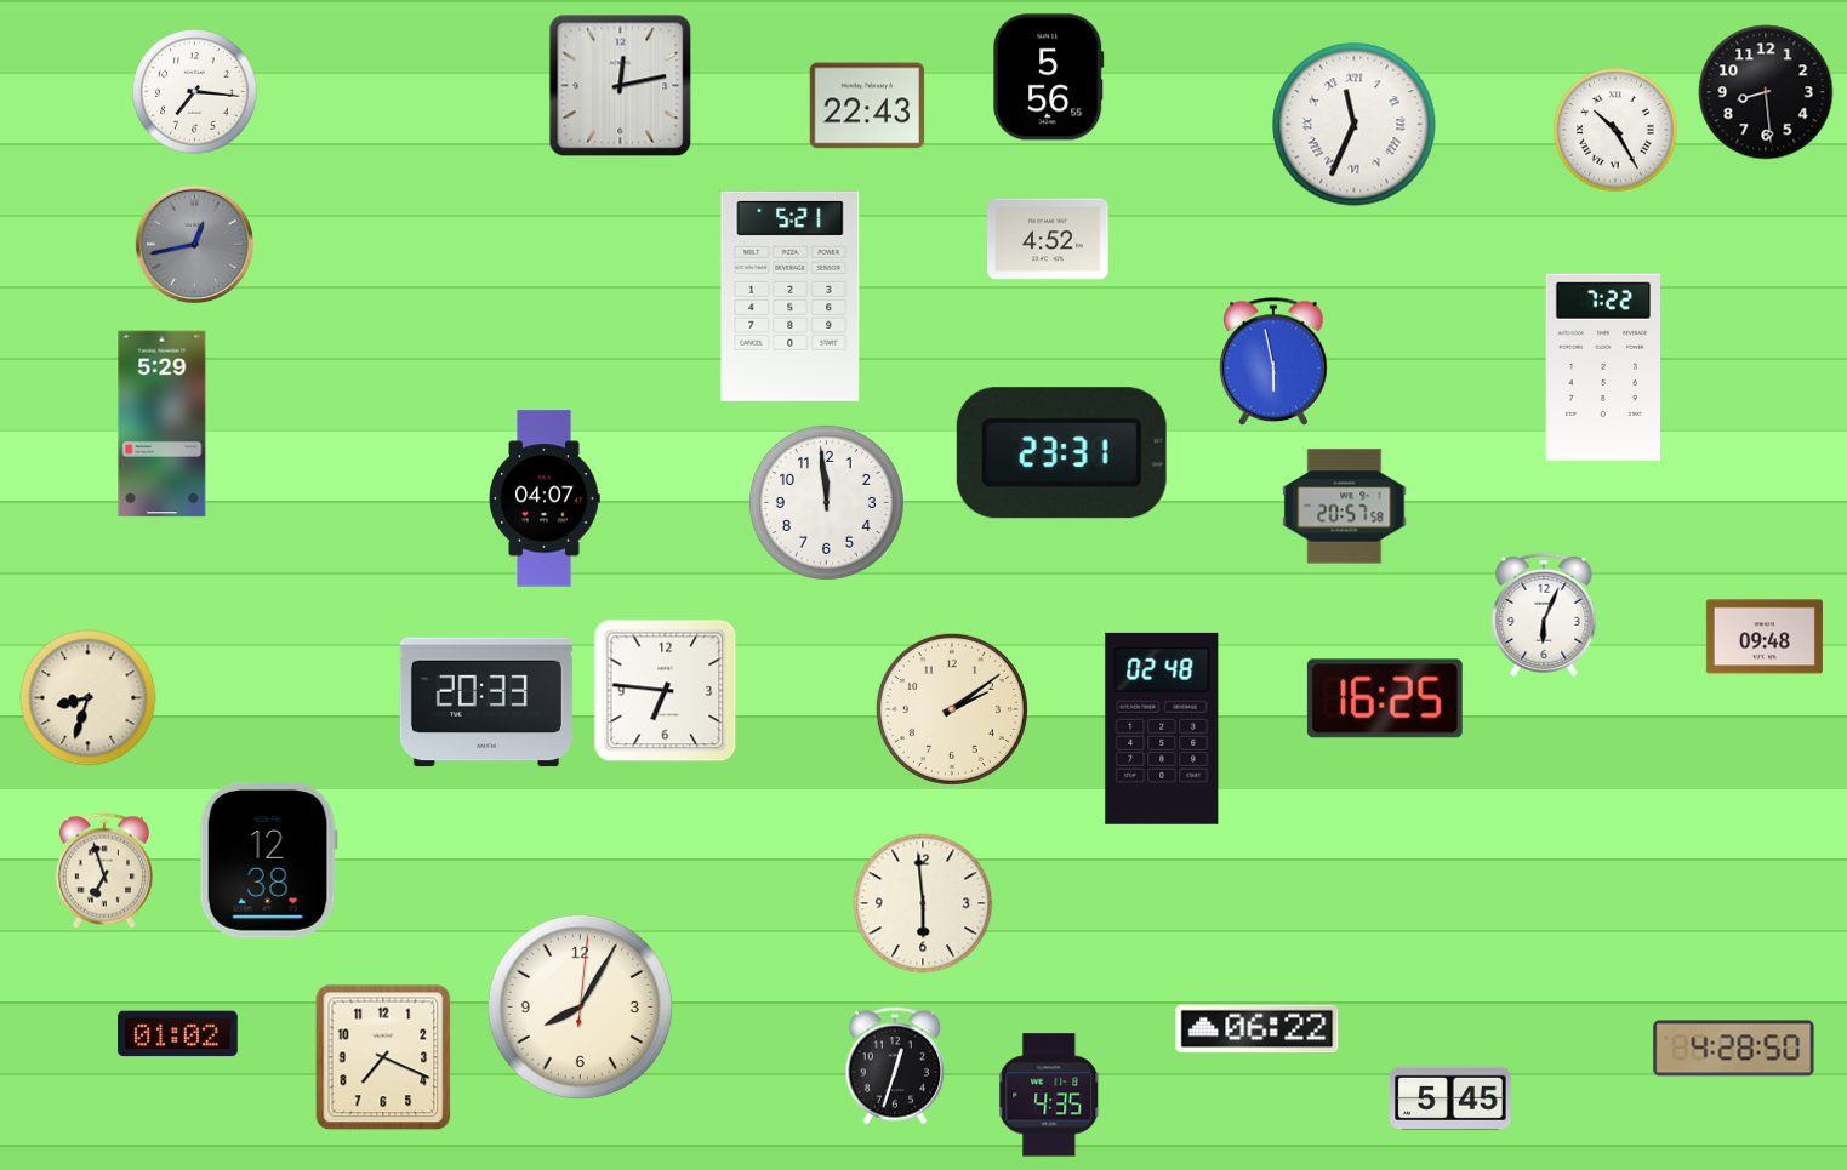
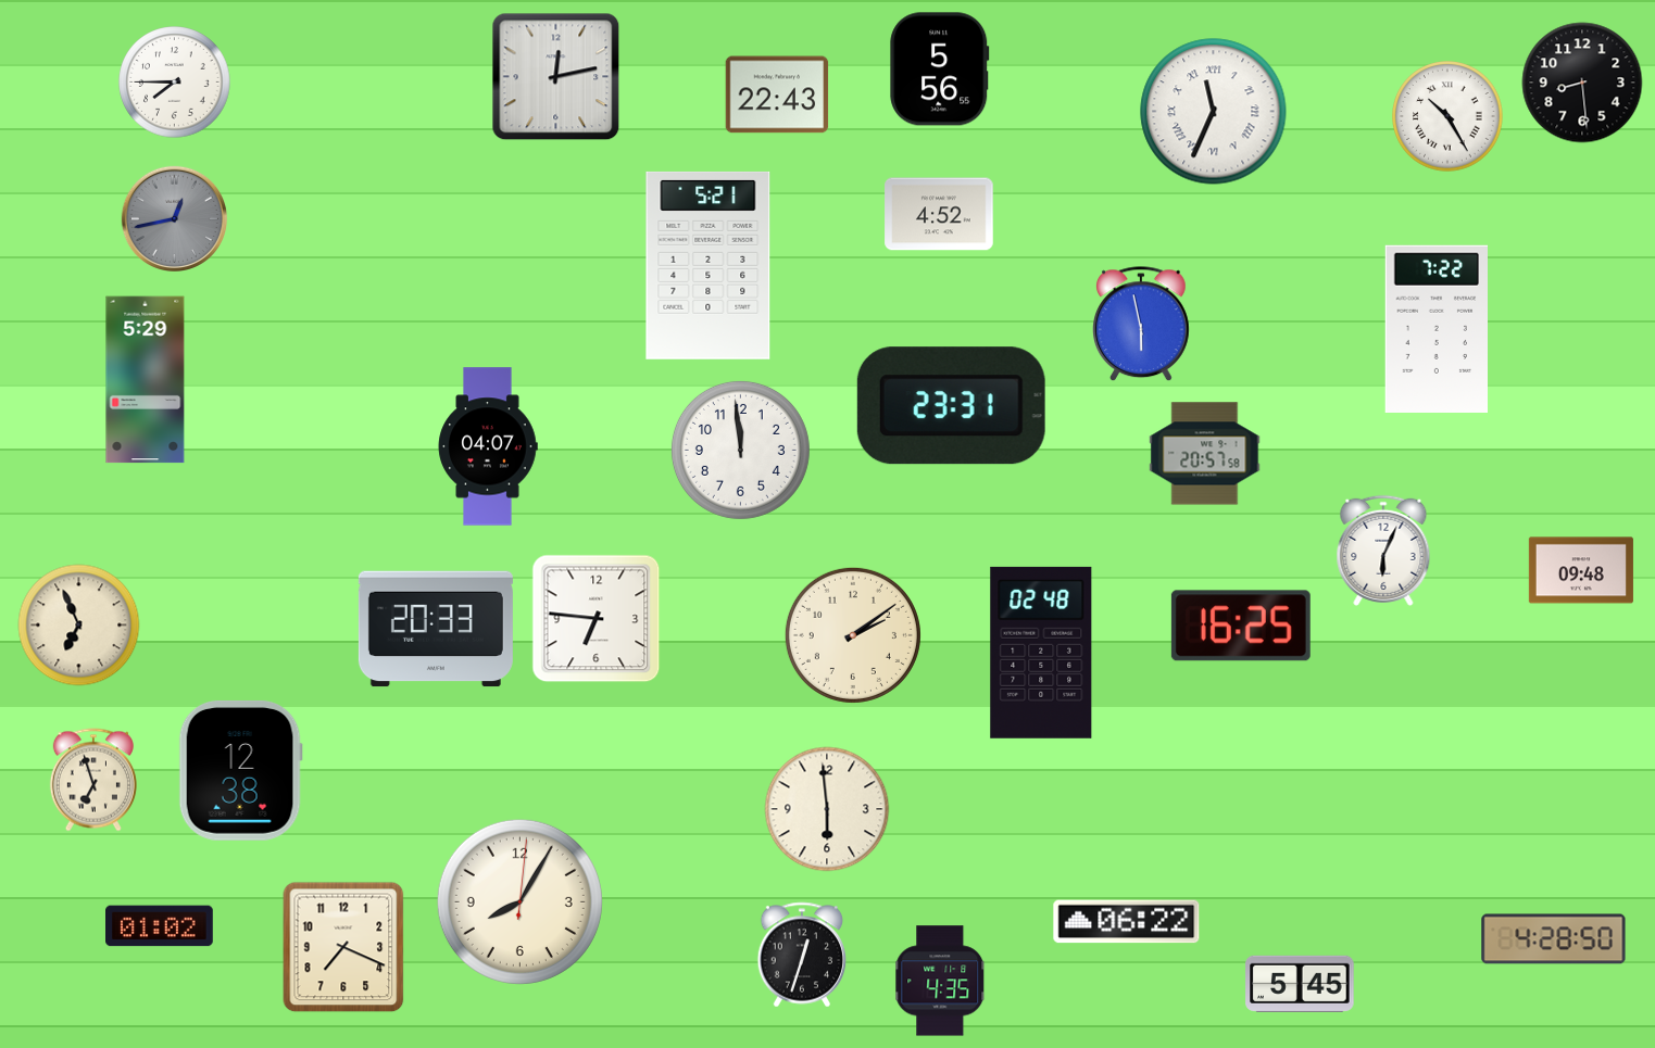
clock at (195, 92): 7:16 -> 7:45
clock at (89, 698): 8:33 -> 6:56
